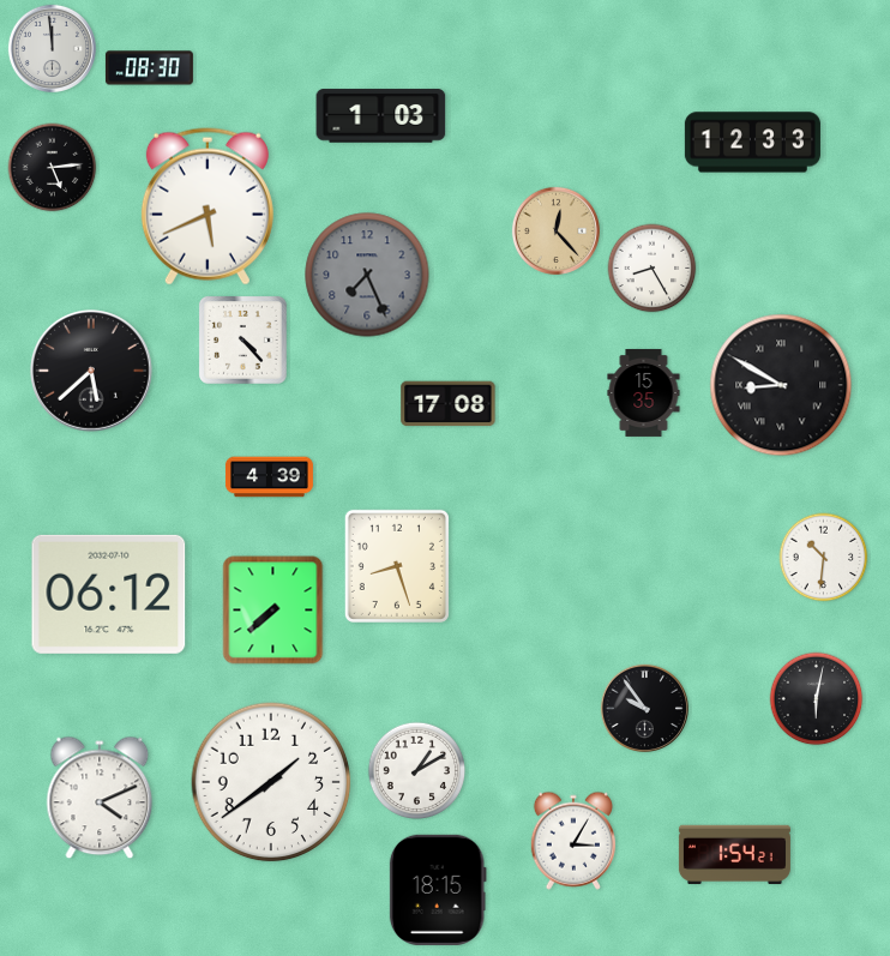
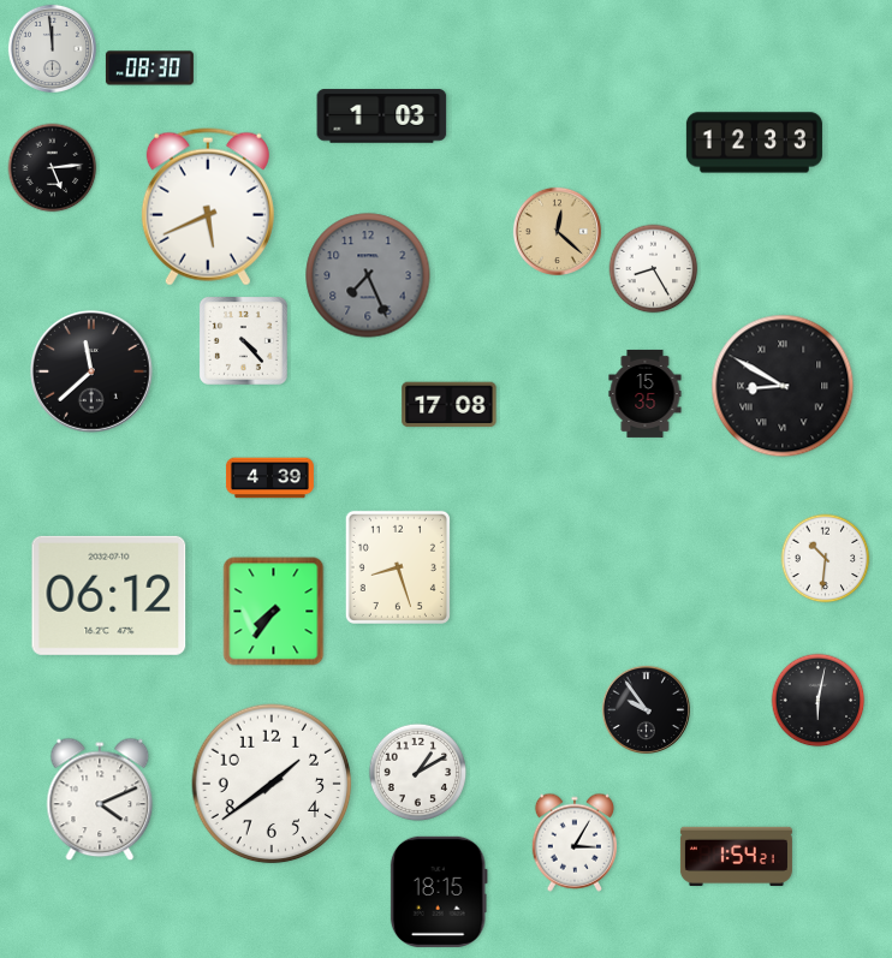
clock at (555, 230): 12:23 -> 12:22
clock at (92, 372): 5:38 -> 11:38
clock at (273, 611): 7:38 -> 7:36
